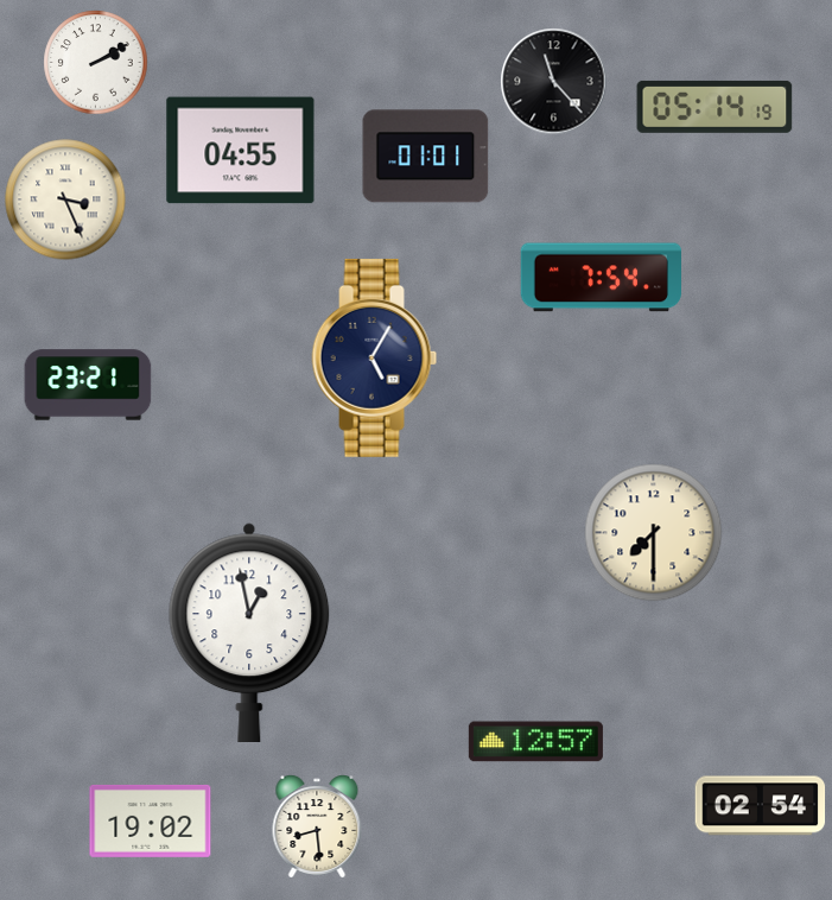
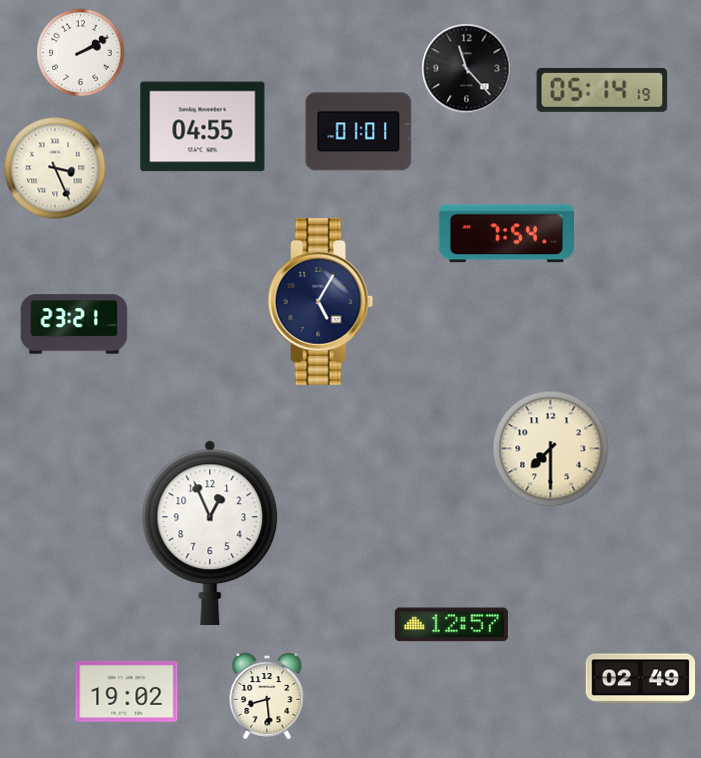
clock at (375, 357) position: (375, 357) -> (321, 301)
clock at (249, 632): 12:58 -> 12:56
clock at (761, 806): 02:54 -> 02:49
